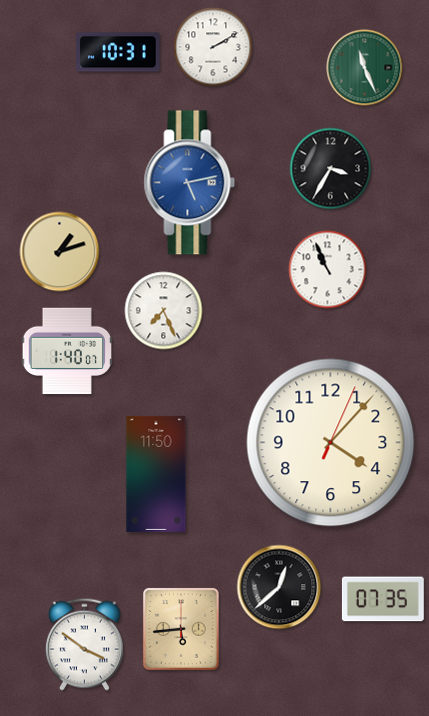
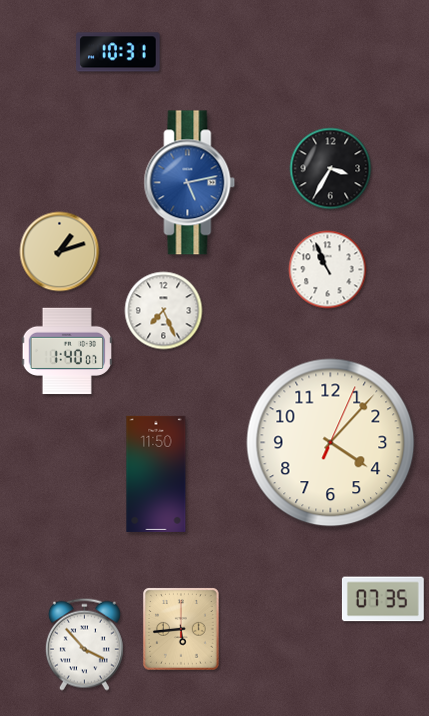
clock at (213, 47): 2:10 -> none
clock at (365, 68): 11:26 -> none
clock at (279, 587): 12:38 -> none
clock at (84, 644): 3:51 -> 3:53
